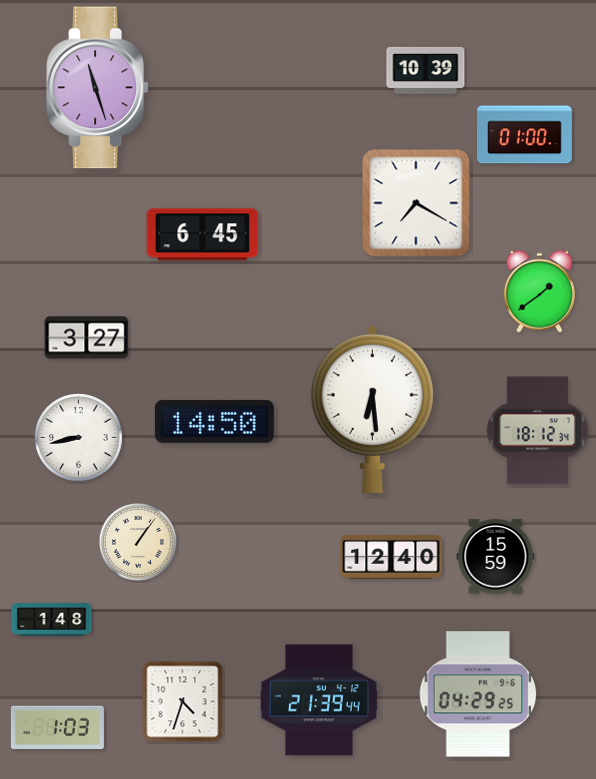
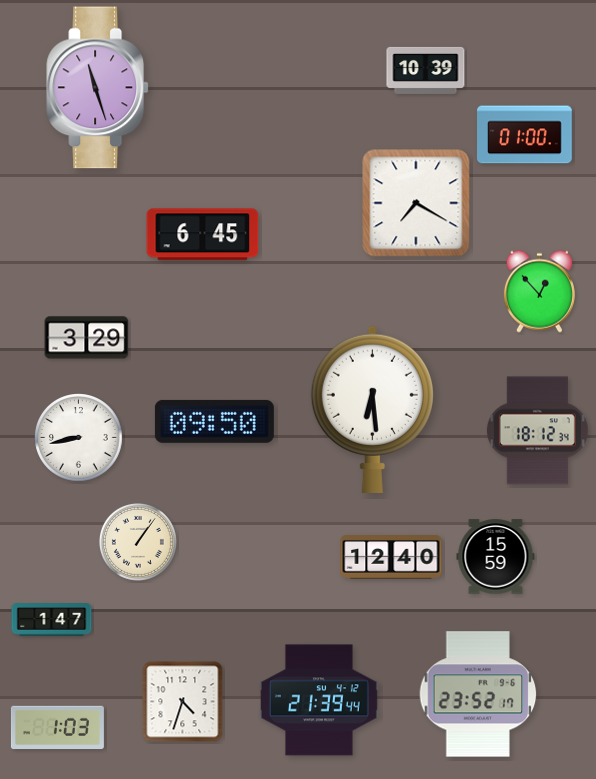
clock at (539, 291): 1:39 -> 12:53
clock at (87, 338): 3:27 -> 3:29
clock at (214, 421): 14:50 -> 09:50
clock at (52, 620): 1:48 -> 1:47
clock at (478, 694): 04:29 -> 23:52
